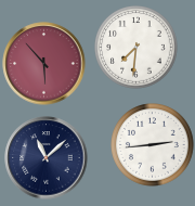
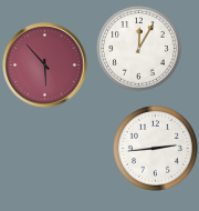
clock at (136, 48): 7:31 -> 12:05
clock at (47, 158): 11:08 -> none
